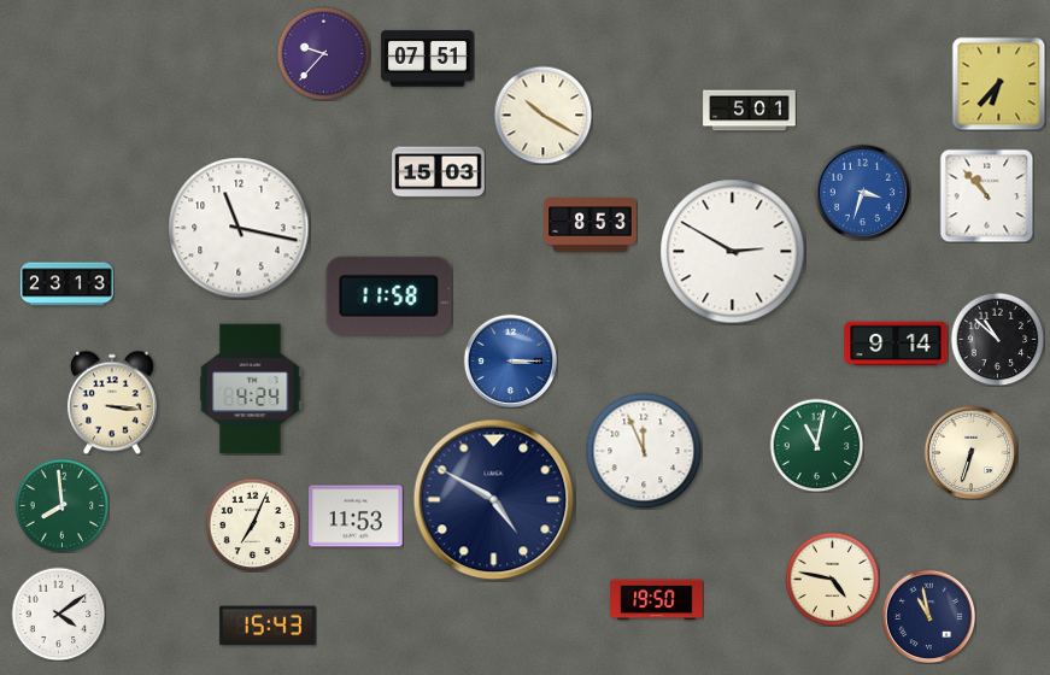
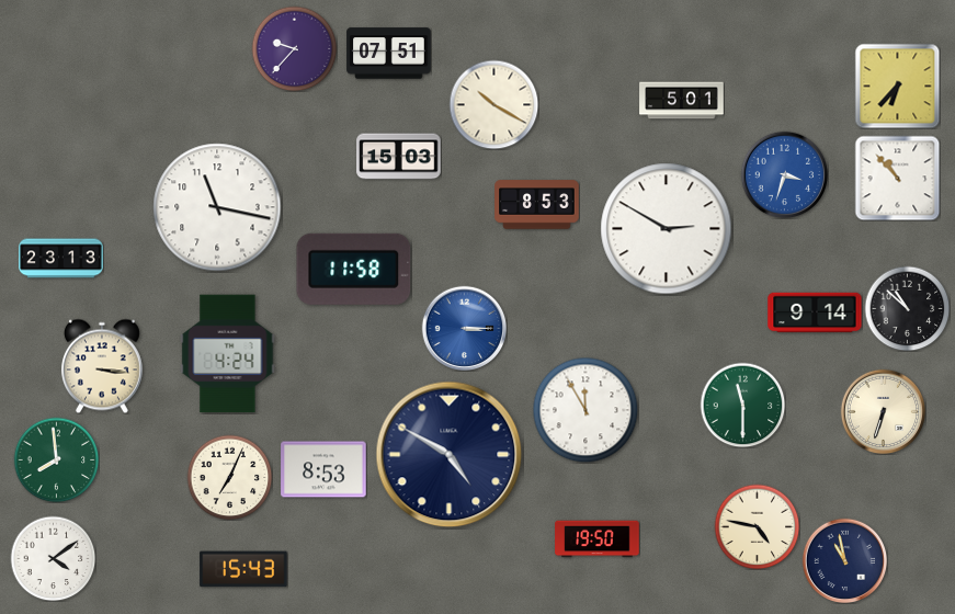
clock at (998, 83) position: (998, 83) -> (897, 86)
clock at (816, 445): 11:02 -> 11:30
clock at (644, 451): 11:56 -> 11:55
clock at (356, 516): 11:53 -> 8:53
clock at (657, 600) position: (657, 600) -> (598, 539)
